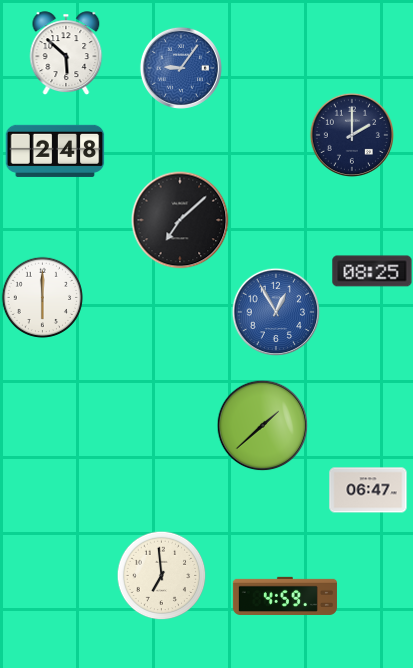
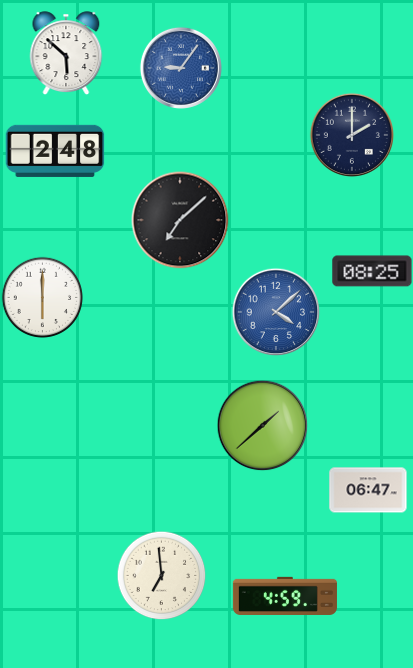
clock at (276, 312): 12:55 -> 4:08
